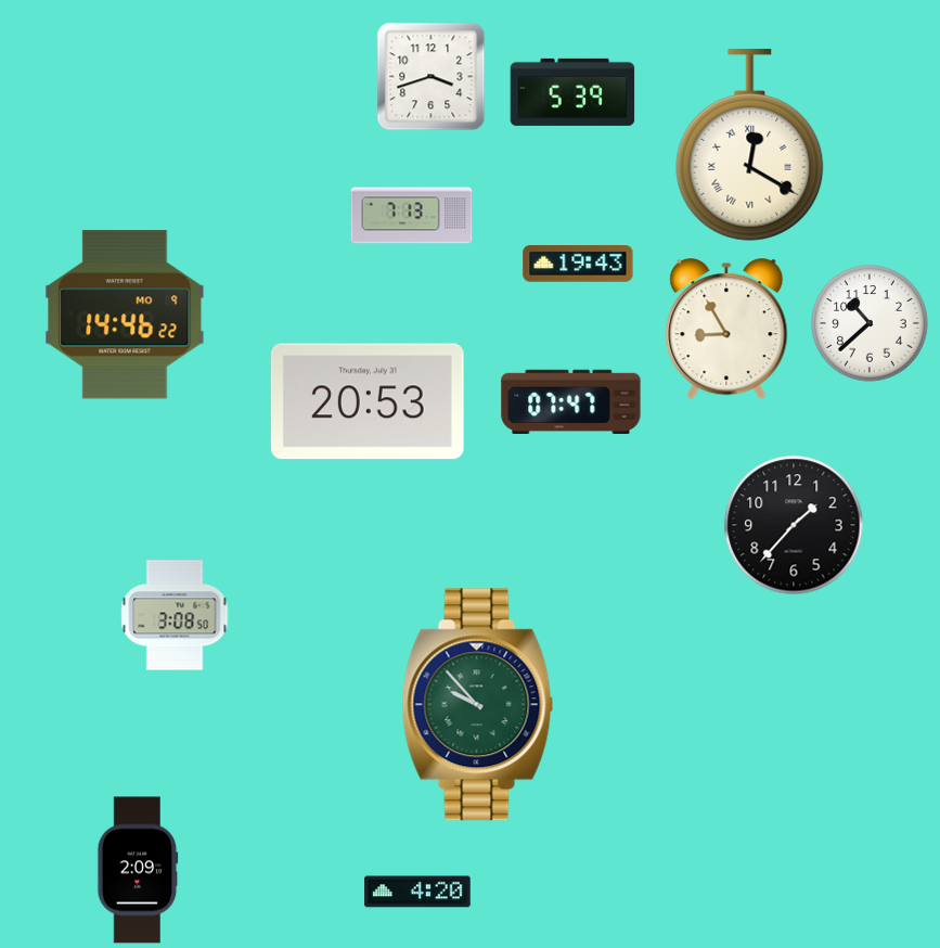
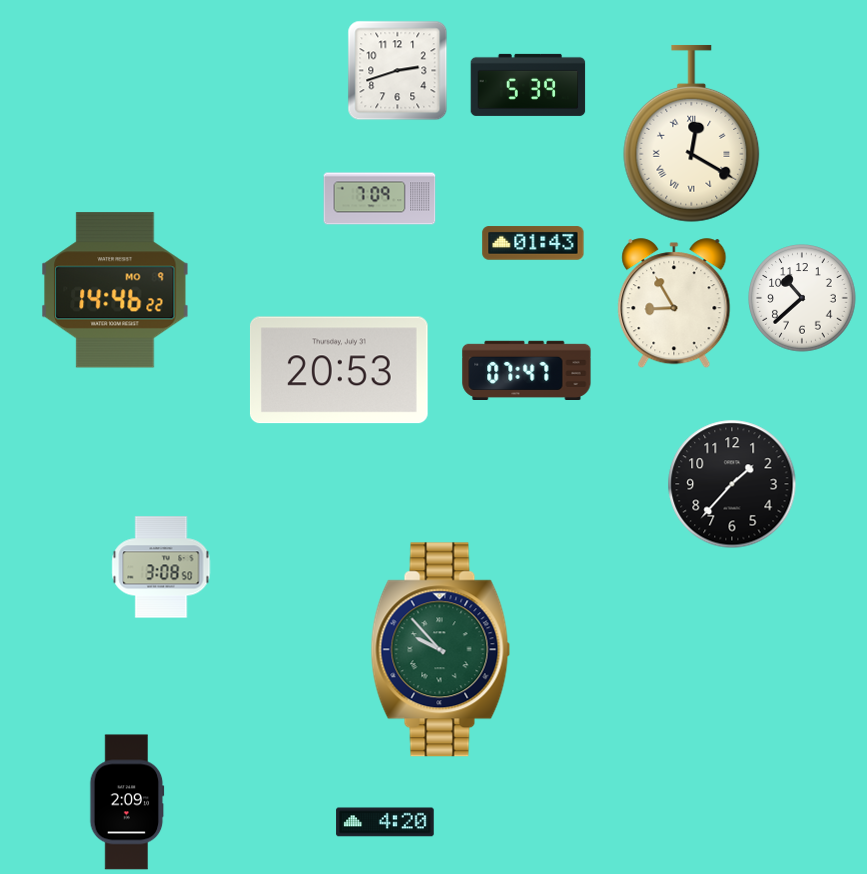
clock at (432, 77): 3:42 -> 2:42
clock at (412, 216): 7:13 -> 7:09
clock at (578, 264): 19:43 -> 01:43
clock at (726, 330) position: (726, 330) -> (674, 304)
